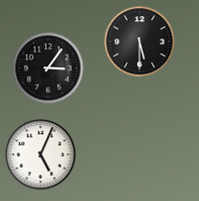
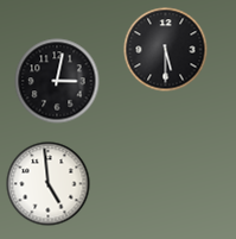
clock at (48, 68): 3:06 -> 3:02
clock at (41, 155): 5:04 -> 4:59
